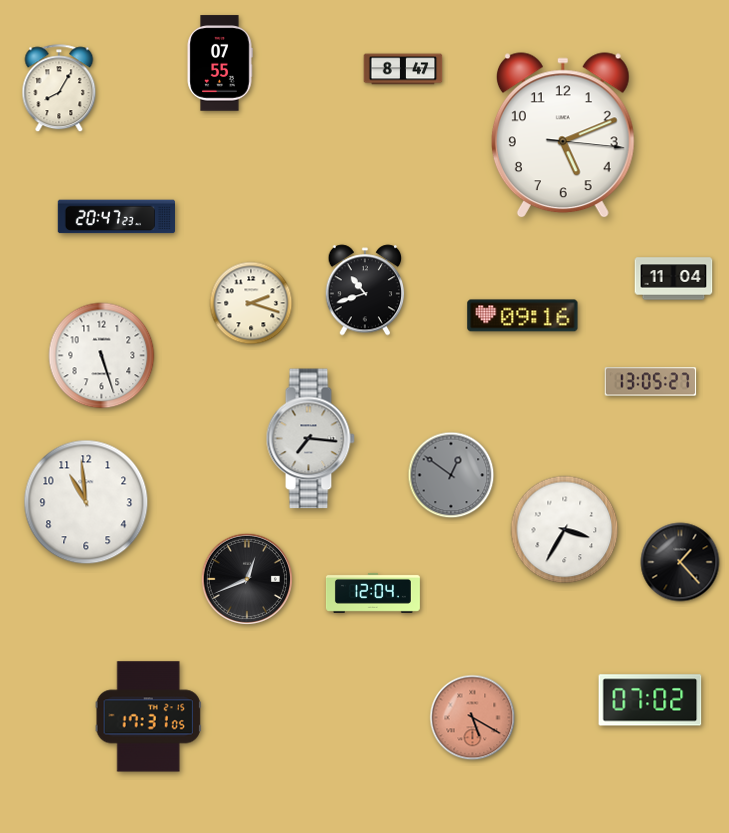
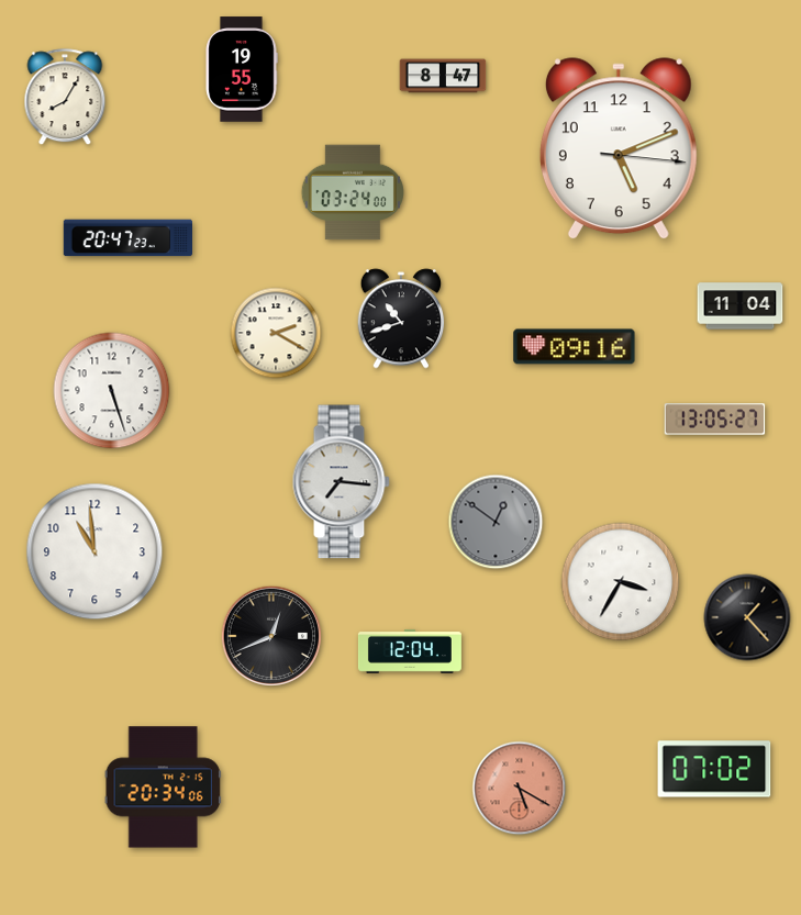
clock at (220, 63): 07:55 -> 19:55
clock at (353, 192): none -> 03:24
clock at (251, 303): 2:18 -> 2:20
clock at (148, 717): 17:31 -> 20:34
